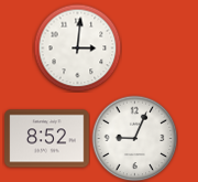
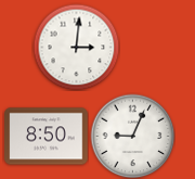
clock at (47, 139): 8:52 -> 8:50
